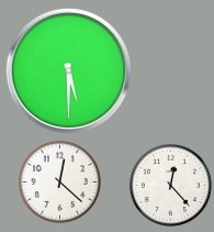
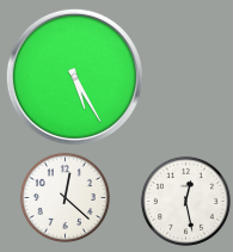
clock at (68, 70): 5:30 -> 5:25
clock at (170, 185): 12:23 -> 12:28
